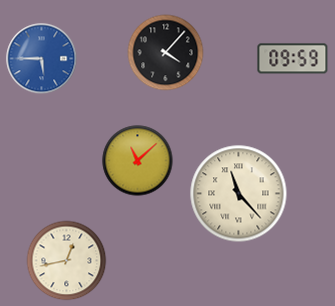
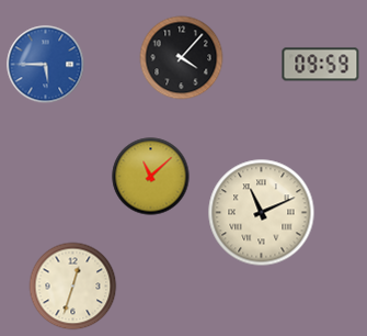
clock at (239, 194): 11:23 -> 11:11
clock at (67, 261): 12:43 -> 12:33
